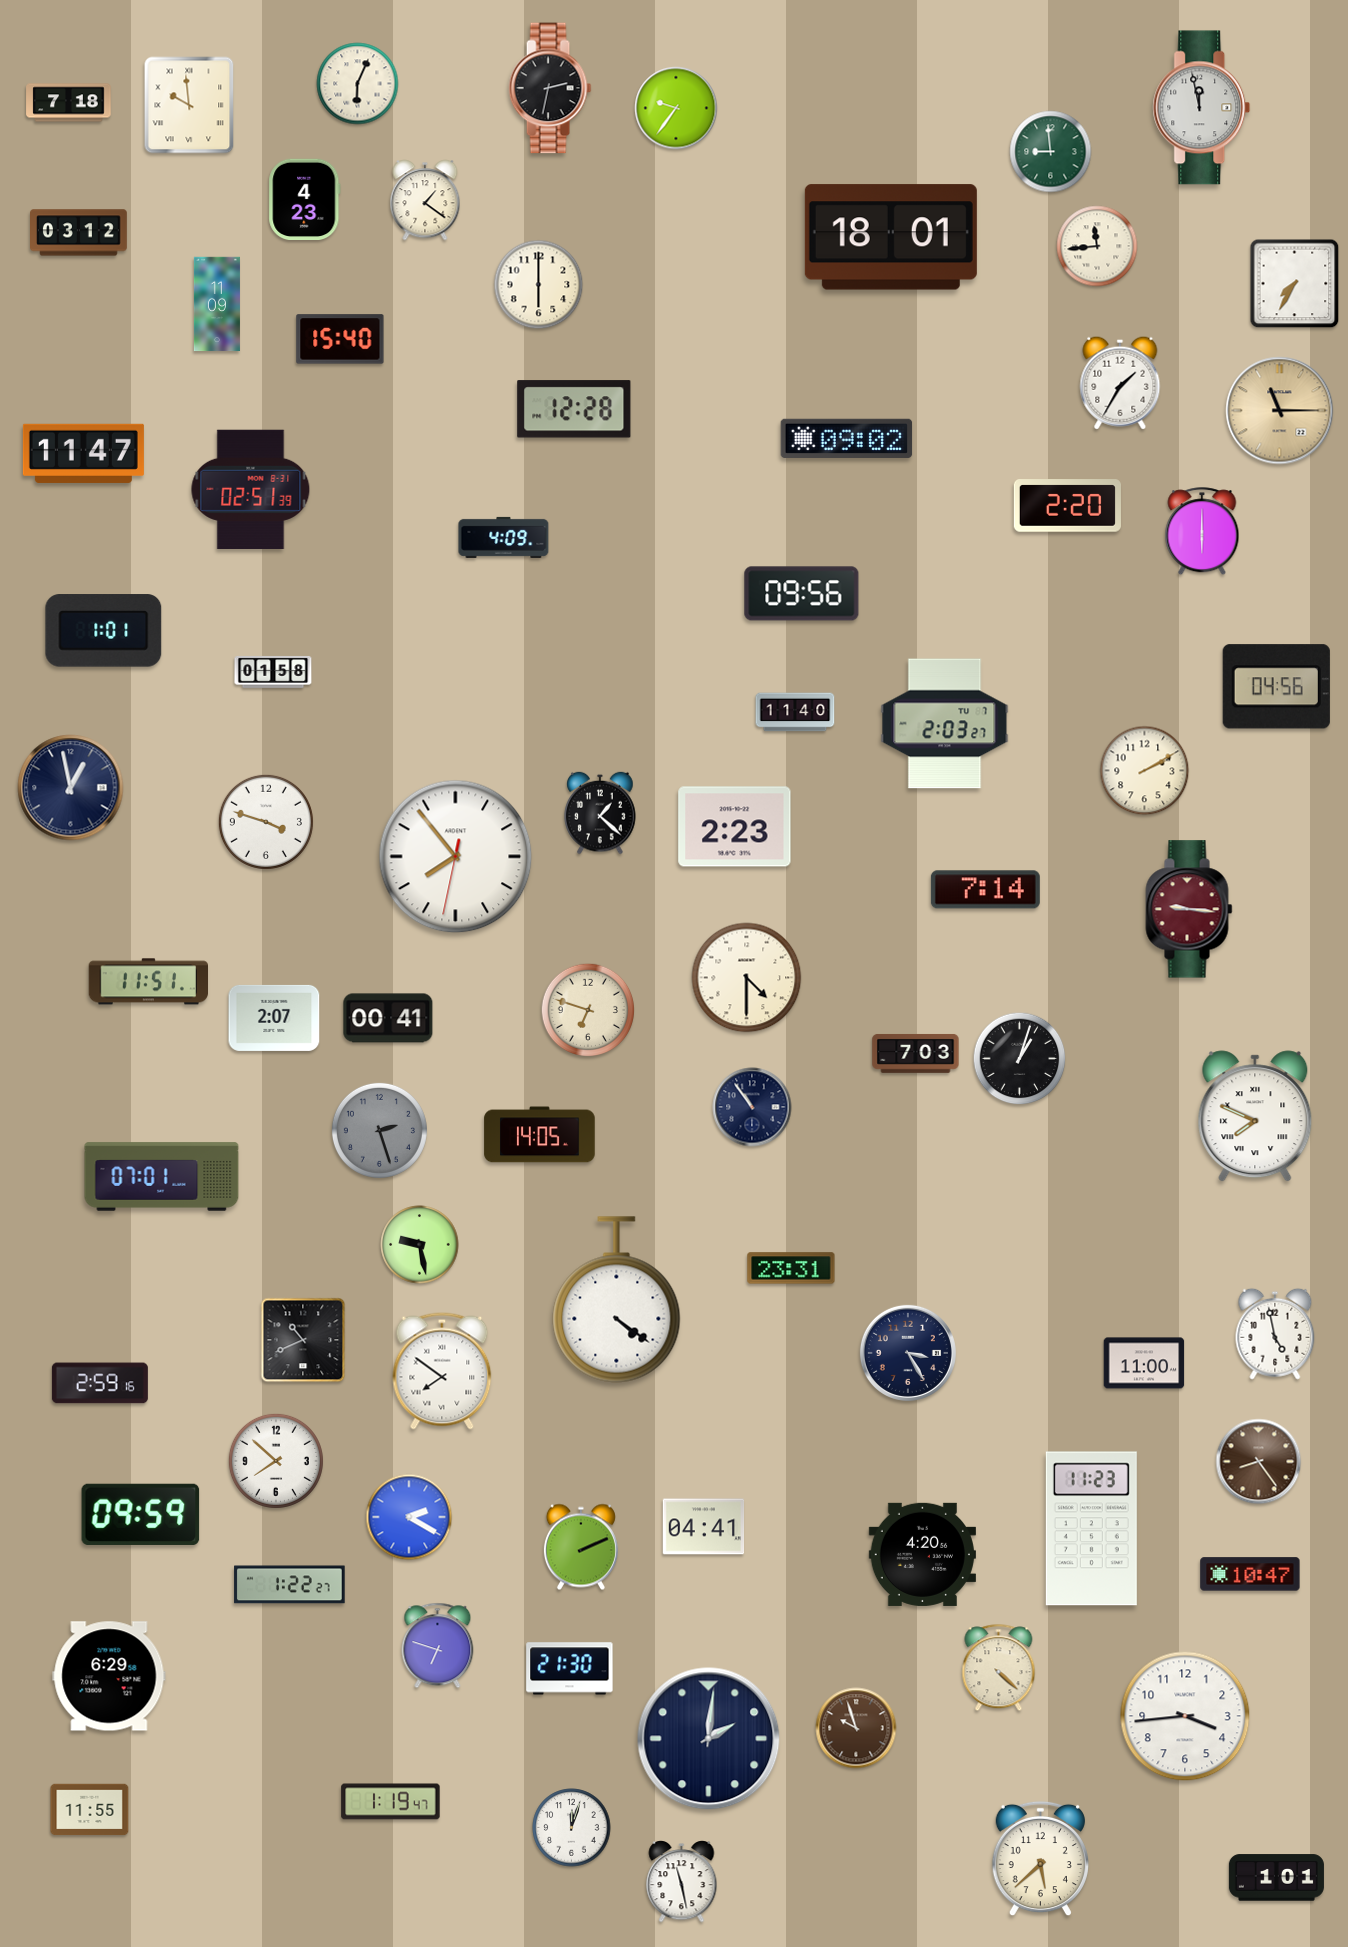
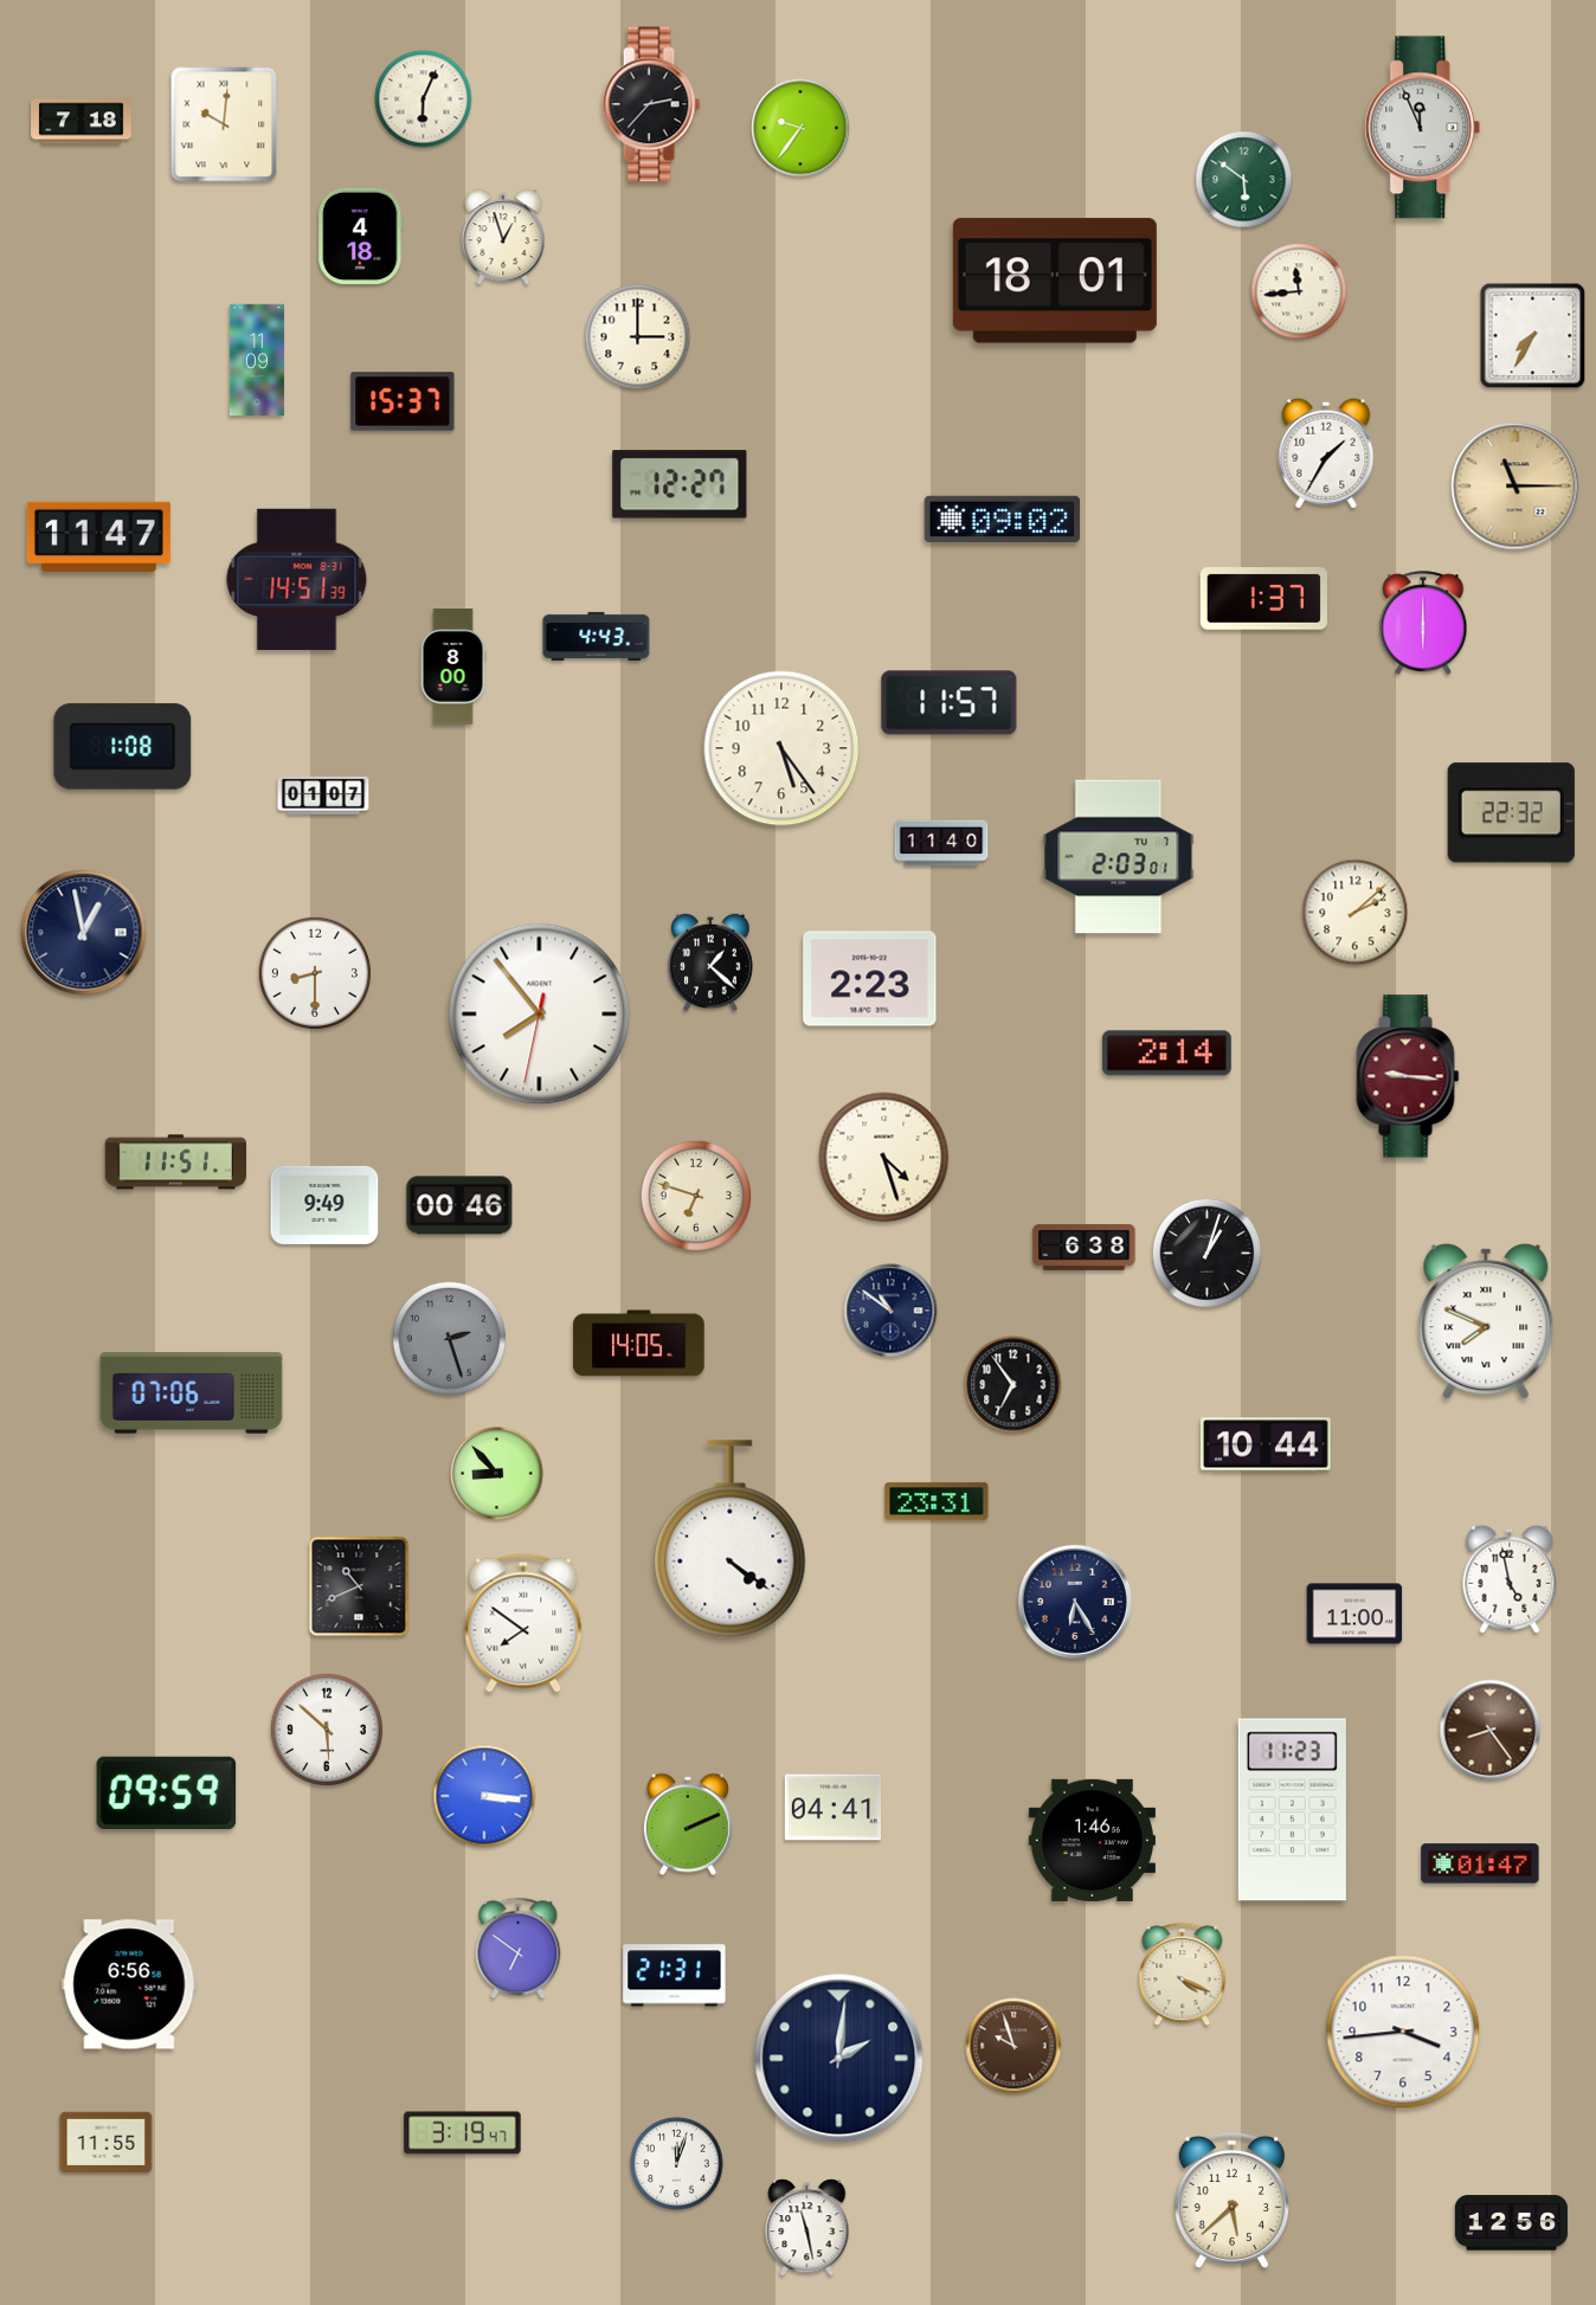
clock at (550, 88): 2:32 -> 2:37
clock at (189, 105): 9:59 -> 10:01
clock at (1202, 108): 11:58 -> 11:56
clock at (1051, 152): 8:59 -> 5:51
clock at (305, 199): 4:23 -> 4:18
clock at (425, 200): 1:21 -> 12:57
clock at (79, 233): 03:12 -> none
clock at (539, 285): 6:00 -> 3:00
clock at (340, 339): 15:40 -> 15:37
clock at (574, 409): 12:28 -> 12:27
clock at (251, 489): 02:51 -> 14:51
clock at (1067, 506): 2:20 -> 1:37
clock at (1202, 532) position: (1202, 532) -> (1423, 624)
clock at (504, 537): 4:09 -> 4:43
clock at (453, 667): none -> 8:00
clock at (802, 594): 09:56 -> 11:57
clock at (104, 631): 1:01 -> 1:08
clock at (781, 748): none -> 5:24
clock at (273, 672): 01:58 -> 01:07
clock at (1276, 687): 04:56 -> 22:32
clock at (945, 724): 2:03:27 -> 2:03:01
clock at (1145, 771): 2:10 -> 2:08
clock at (266, 822): 3:48 -> 8:30
clock at (985, 890): 7:14 -> 2:14
clock at (747, 978): 4:30 -> 4:27
clock at (274, 1018): 2:07 -> 9:49
clock at (388, 1018): 00:41 -> 00:46
clock at (916, 1054): 7:03 -> 6:38
clock at (752, 1107): 10:54 -> 10:51
clock at (1013, 1385): none -> 6:54
clock at (162, 1177): 07:01 -> 07:06
clock at (1267, 1444): none -> 10:44
clock at (420, 1245): 9:28 -> 8:53
clock at (908, 1353): 3:25 -> 6:25
clock at (100, 1383): 2:59 -> none
clock at (276, 1461): 7:52 -> 5:52
clock at (409, 1517): 2:20 -> 3:16
clock at (581, 1547) position: (581, 1547) -> (688, 1824)
clock at (922, 1554): 4:20 -> 1:46
clock at (1250, 1574): 10:47 -> 01:47
clock at (290, 1585): 1:22 -> none
clock at (438, 1646): 6:48 -> 6:51
clock at (999, 1668): 4:22 -> 4:19
clock at (570, 1669): 21:30 -> 21:31
clock at (109, 1676): 6:29 -> 6:56
clock at (391, 1802): 1:19 -> 3:19
clock at (1276, 1878): 1:01 -> 12:56
